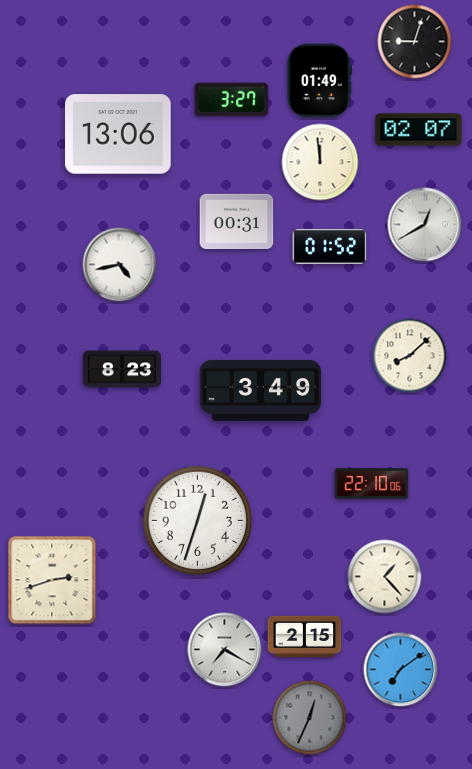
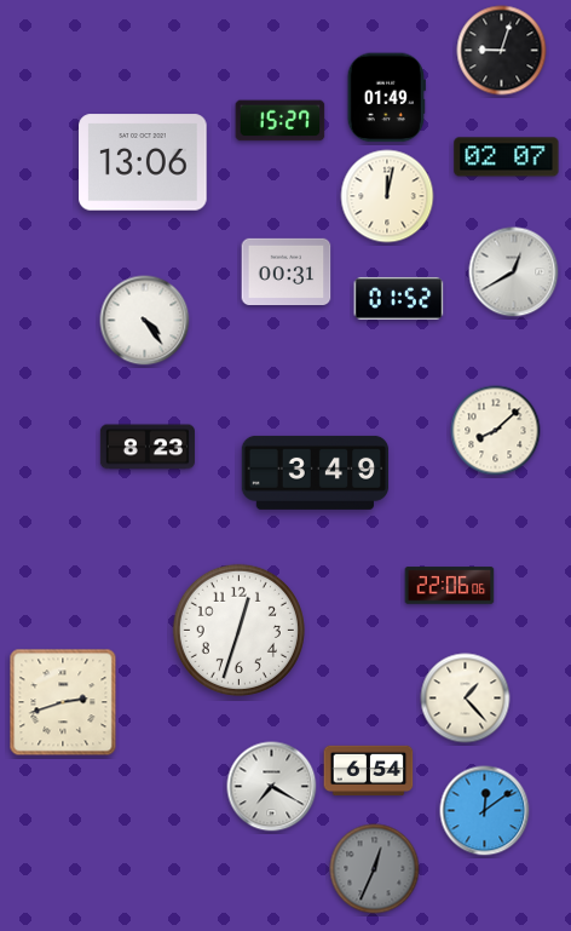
clock at (232, 100): 3:27 -> 15:27
clock at (320, 162): 11:59 -> 12:02
clock at (237, 221) position: (237, 221) -> (287, 271)
clock at (120, 265): 4:43 -> 4:24
clock at (372, 484): 22:10 -> 22:06
clock at (305, 637): 2:15 -> 6:54
clock at (401, 670): 7:09 -> 12:09
